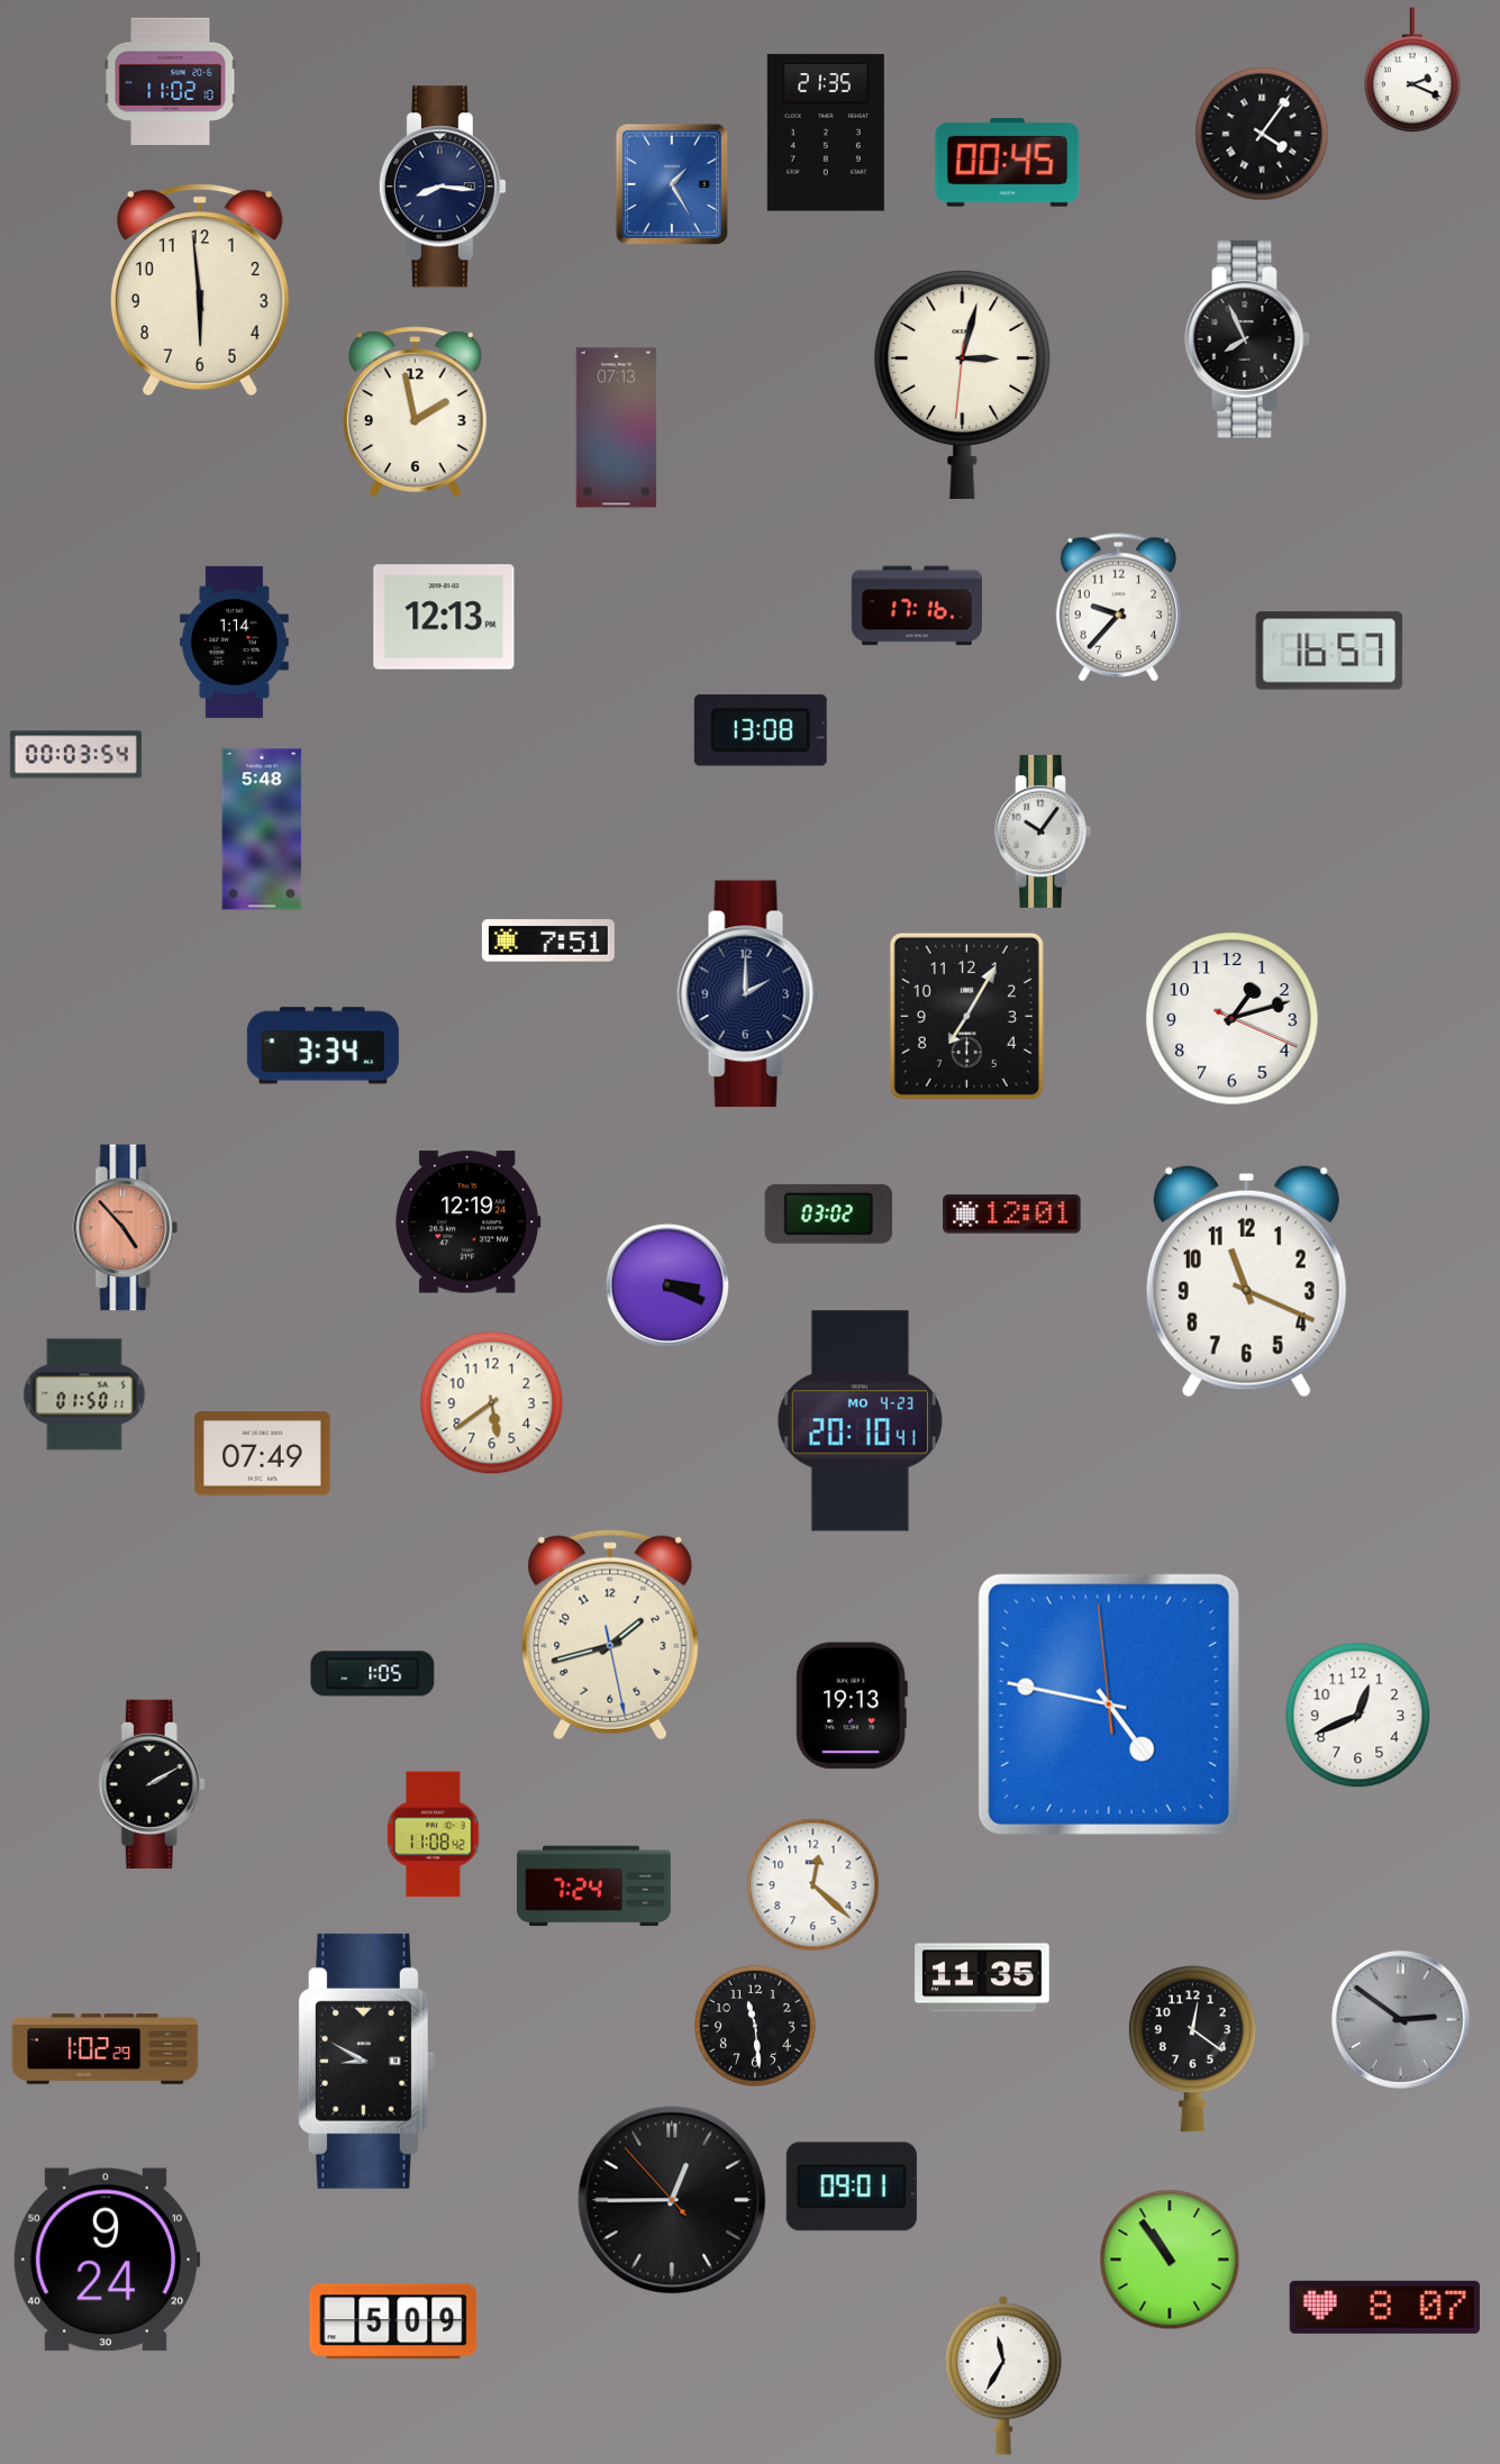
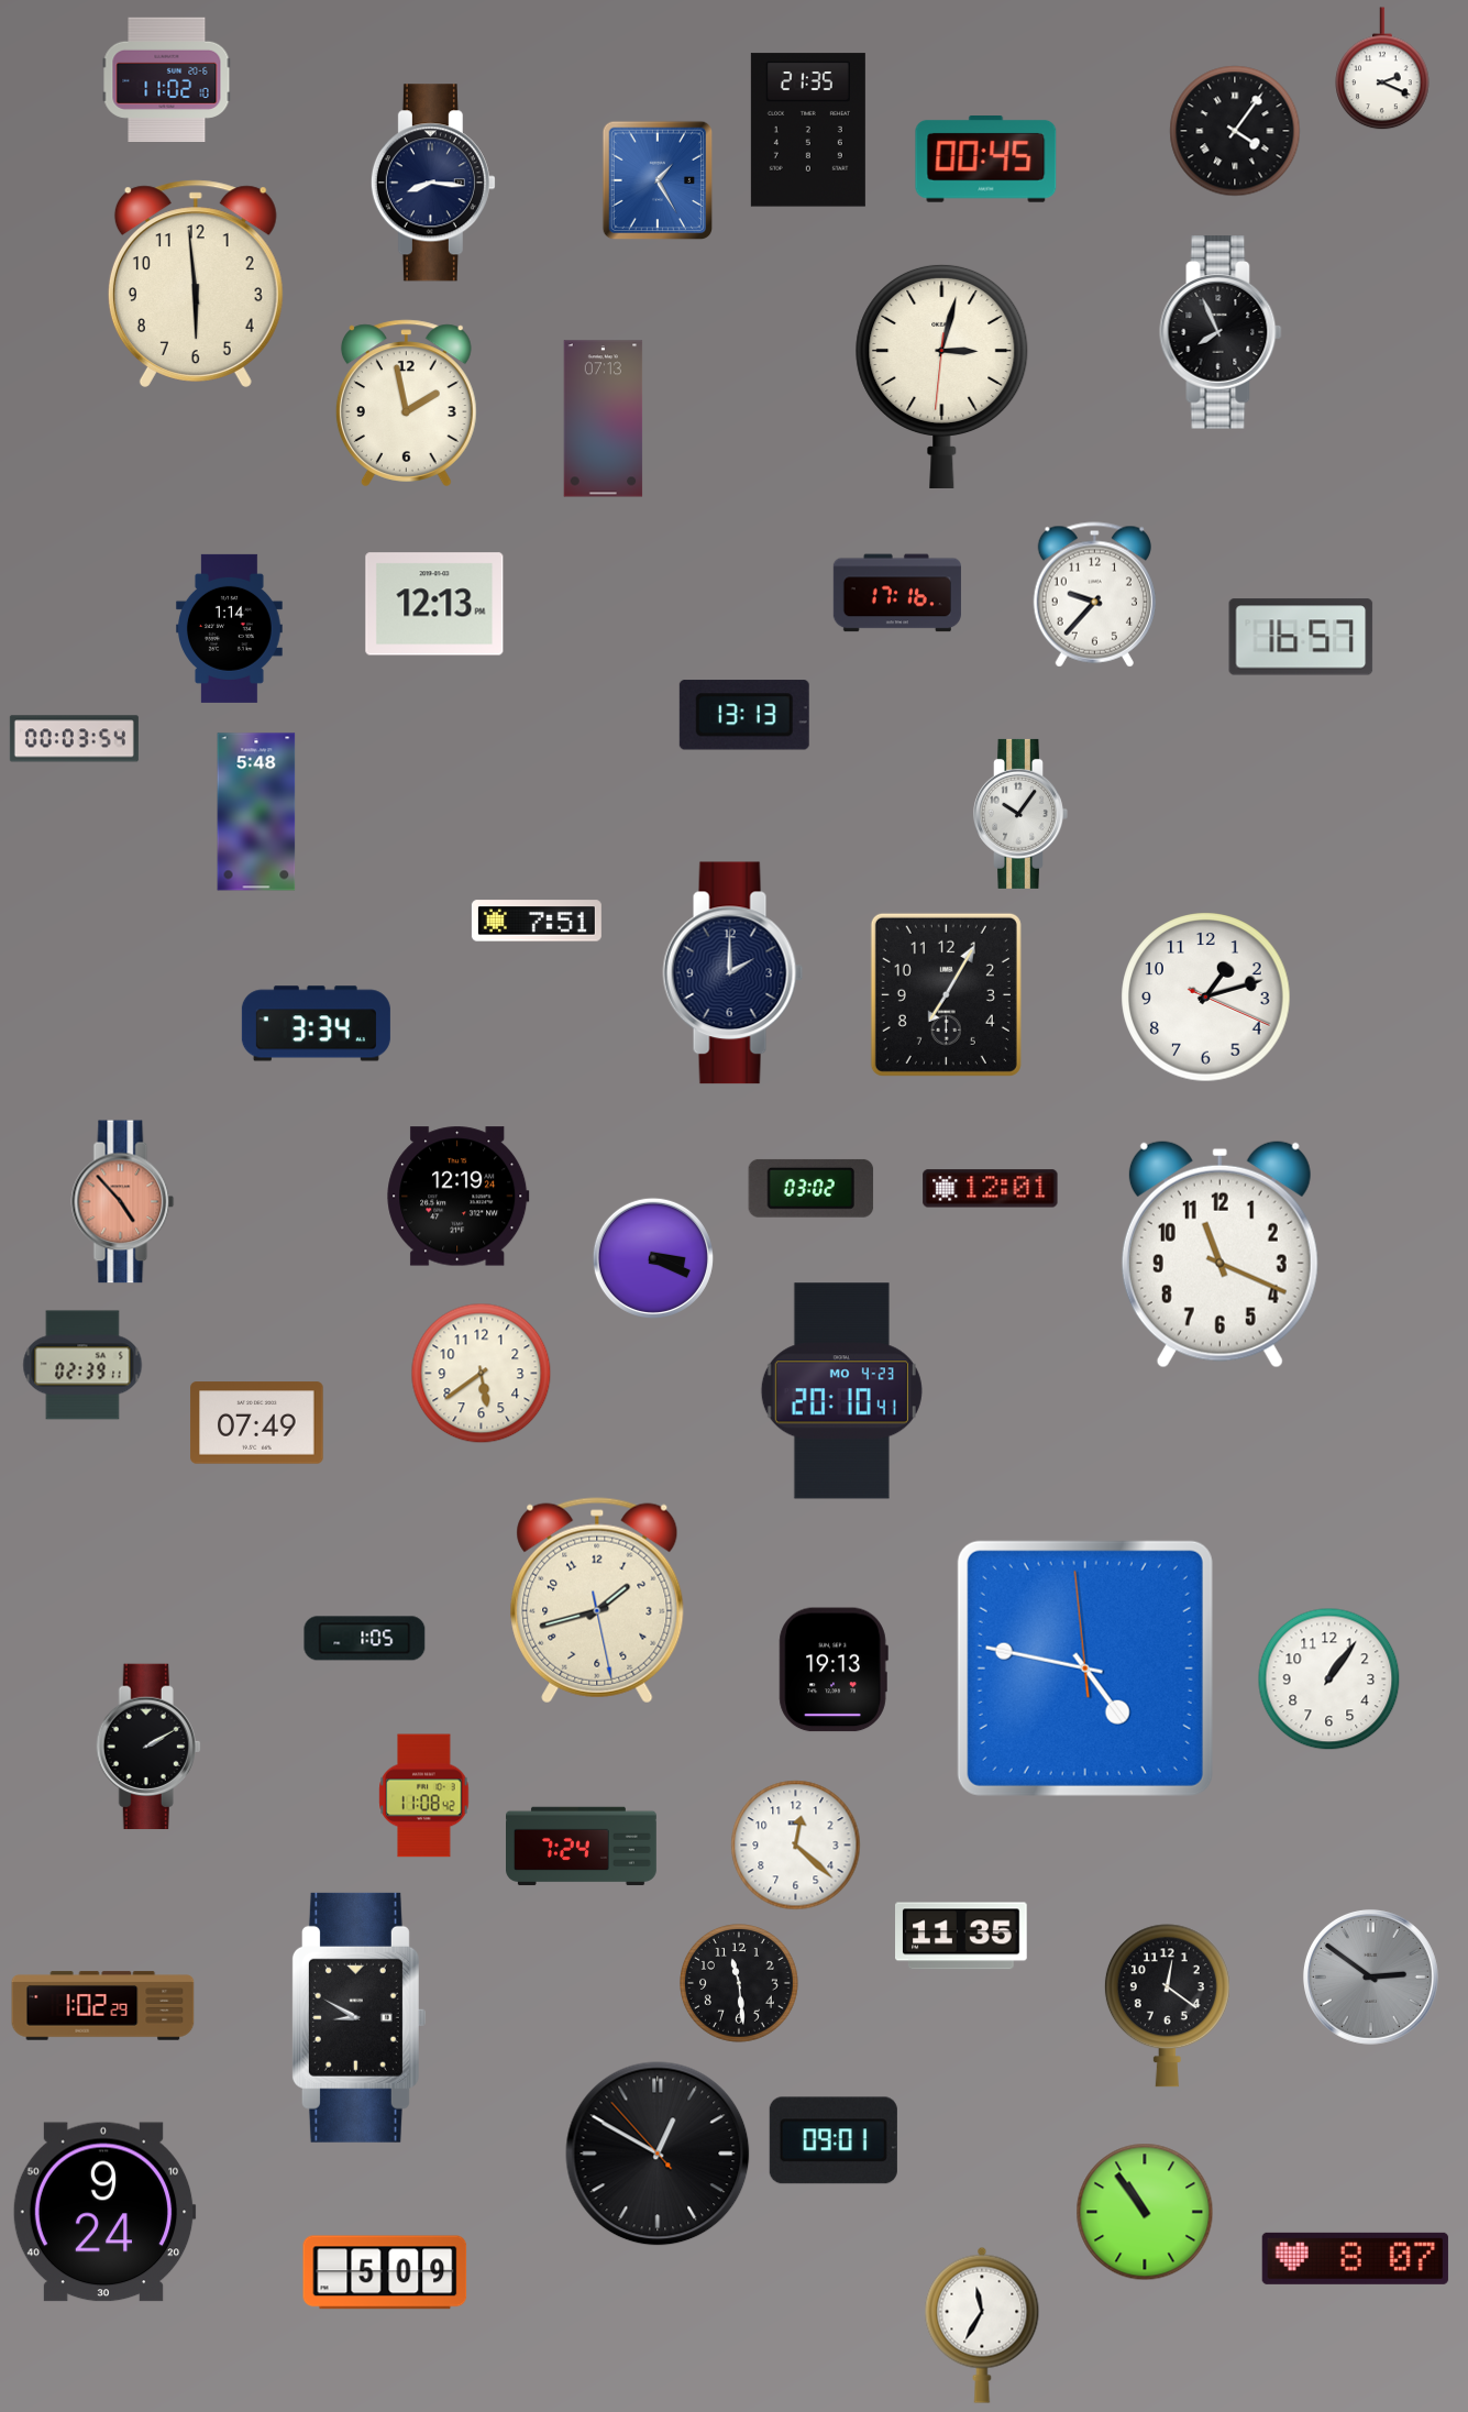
clock at (761, 730): 13:08 -> 13:13
clock at (84, 1394): 01:50 -> 02:39
clock at (1358, 1716): 12:41 -> 1:06
clock at (672, 2200): 12:44 -> 12:49
